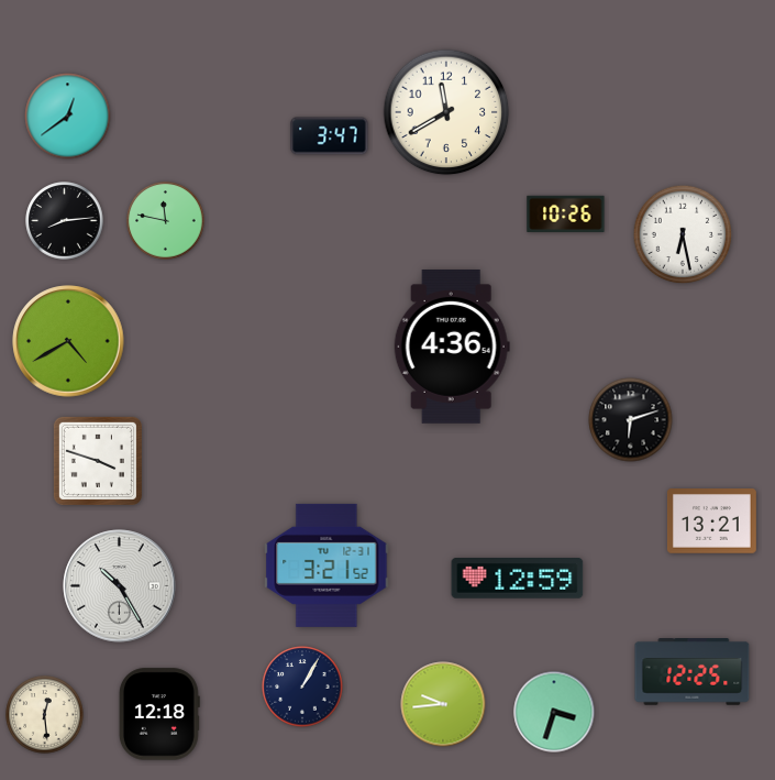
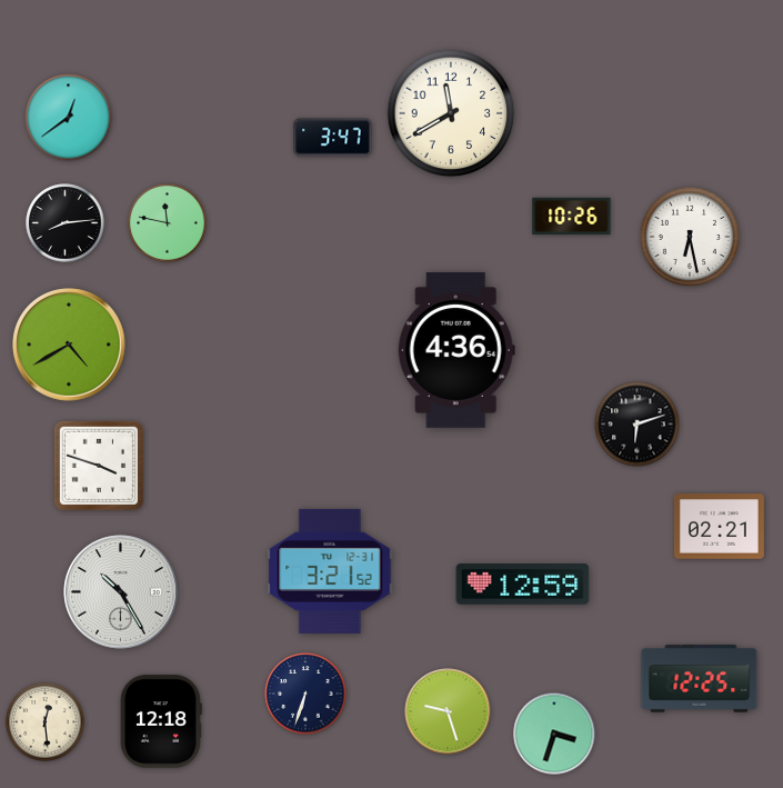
clock at (711, 521): 13:21 -> 02:21
clock at (302, 686): 1:05 -> 6:33
clock at (443, 704): 9:44 -> 9:27
clock at (554, 712) position: (554, 712) -> (554, 734)
